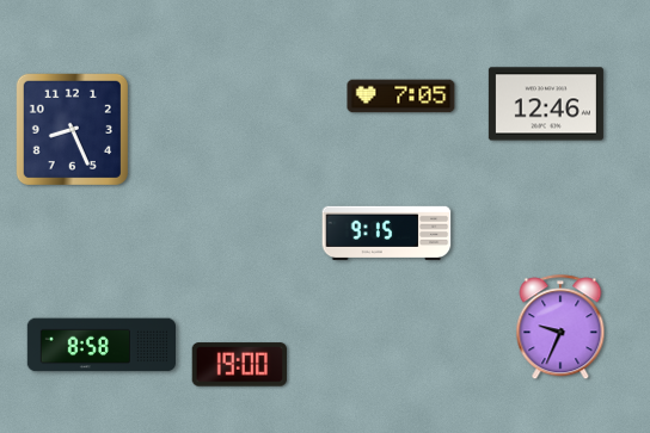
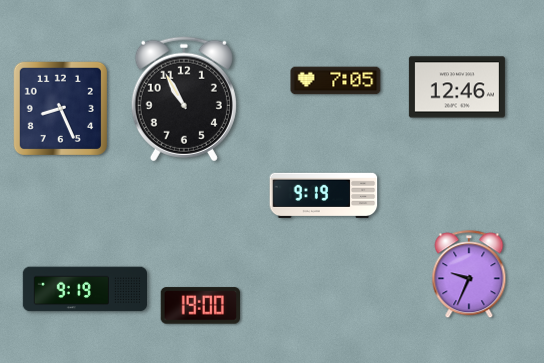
clock at (184, 99): none -> 10:55
clock at (387, 233): 9:15 -> 9:19
clock at (102, 345): 8:58 -> 9:19
